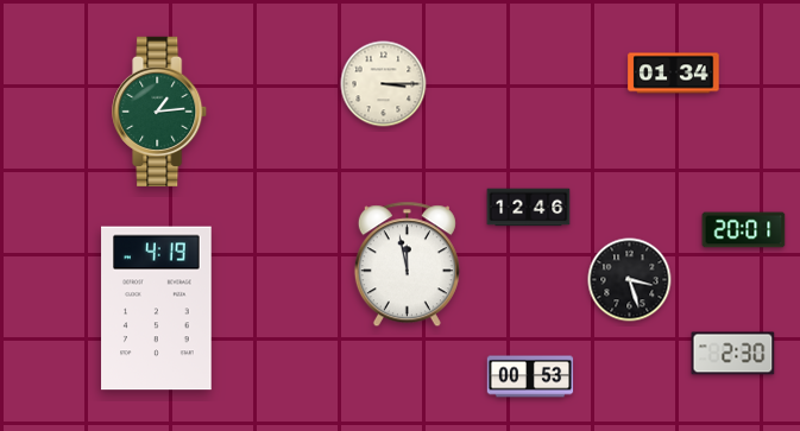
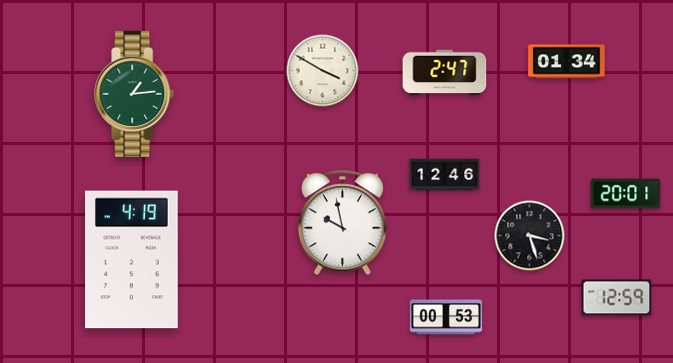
clock at (384, 84): 3:15 -> 3:50
clock at (445, 73): none -> 2:47
clock at (407, 265): 11:58 -> 9:58
clock at (733, 354): 2:30 -> 12:59
